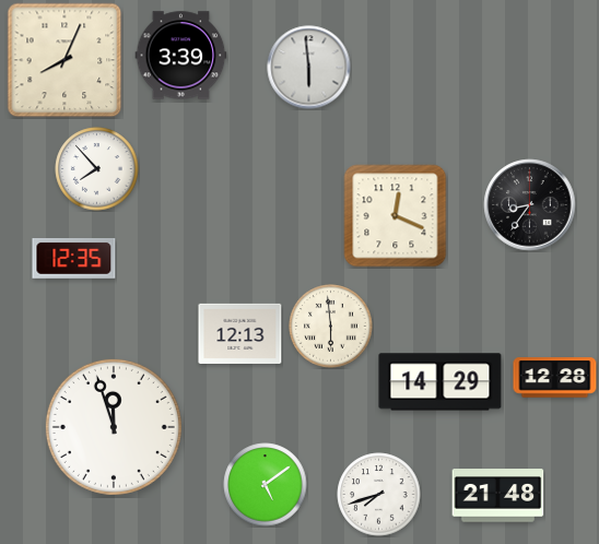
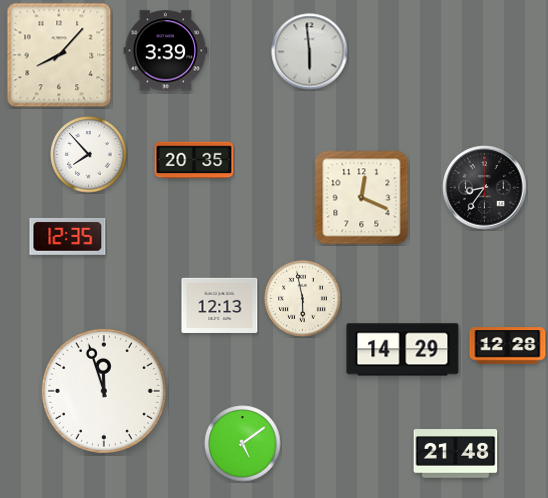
clock at (64, 60): 8:04 -> 8:07
clock at (309, 68) position: (309, 68) -> (310, 52)
clock at (194, 160): none -> 20:35
clock at (331, 327): 5:59 -> 5:58
clock at (379, 495): 7:42 -> none
